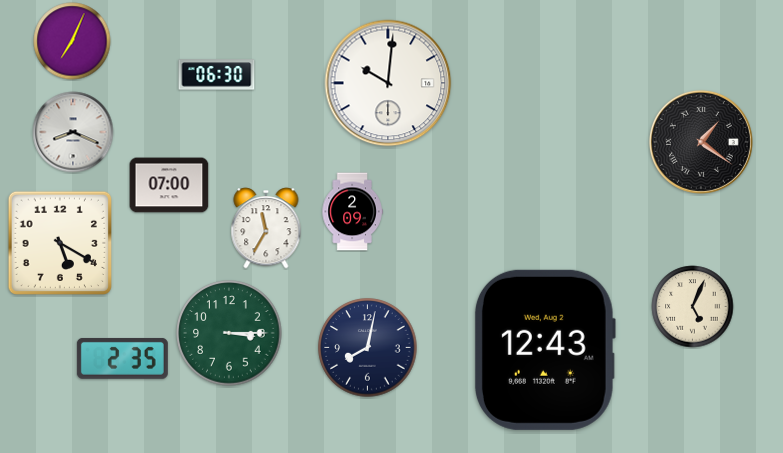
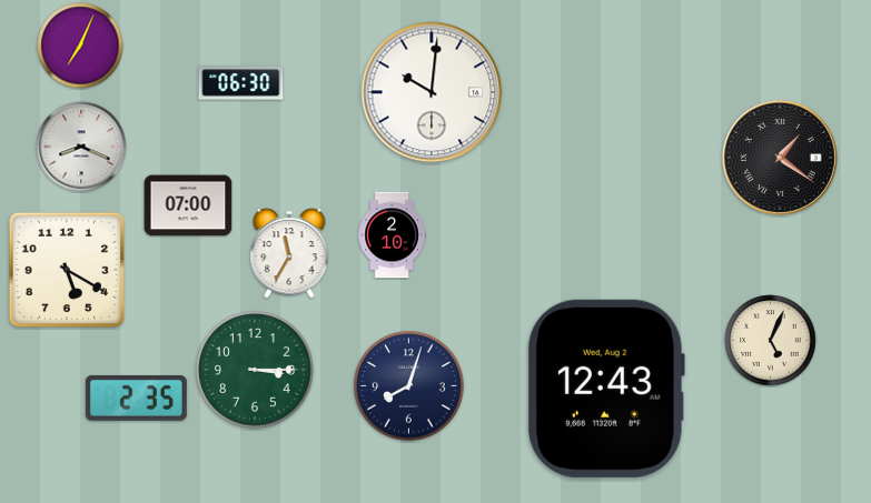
clock at (352, 212): 2:09 -> 2:10
clock at (266, 228) position: (266, 228) -> (289, 253)
clock at (368, 348): 8:02 -> 8:03
